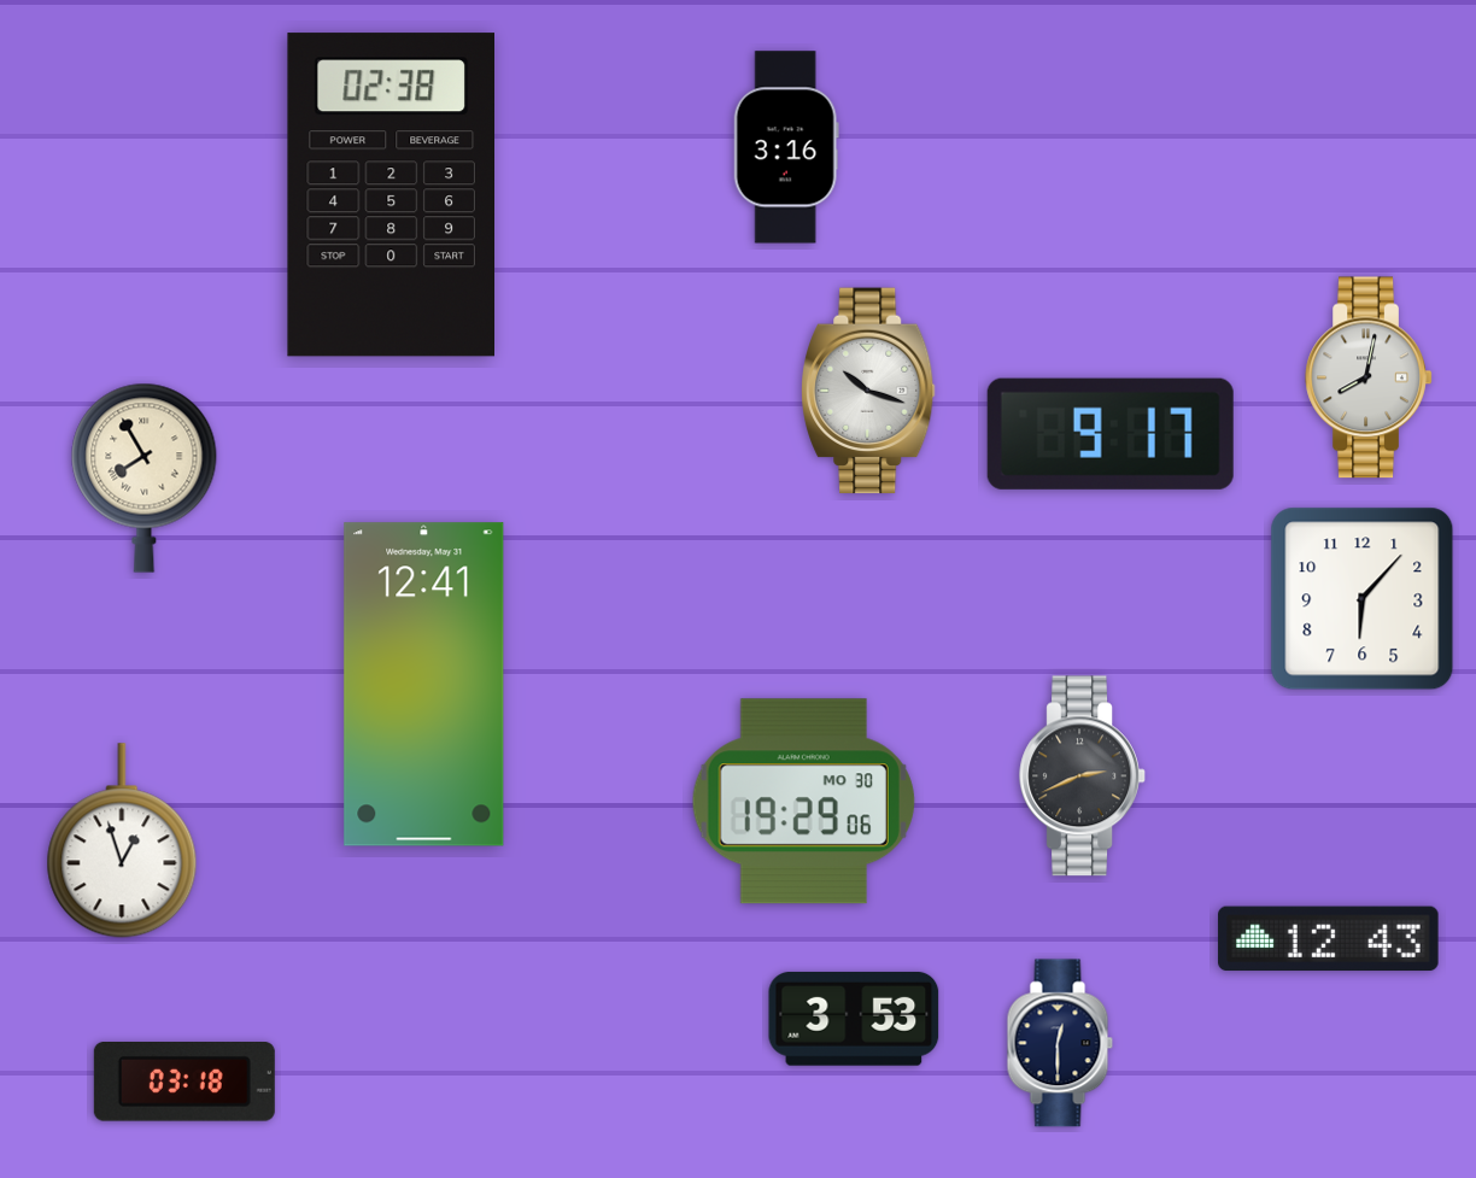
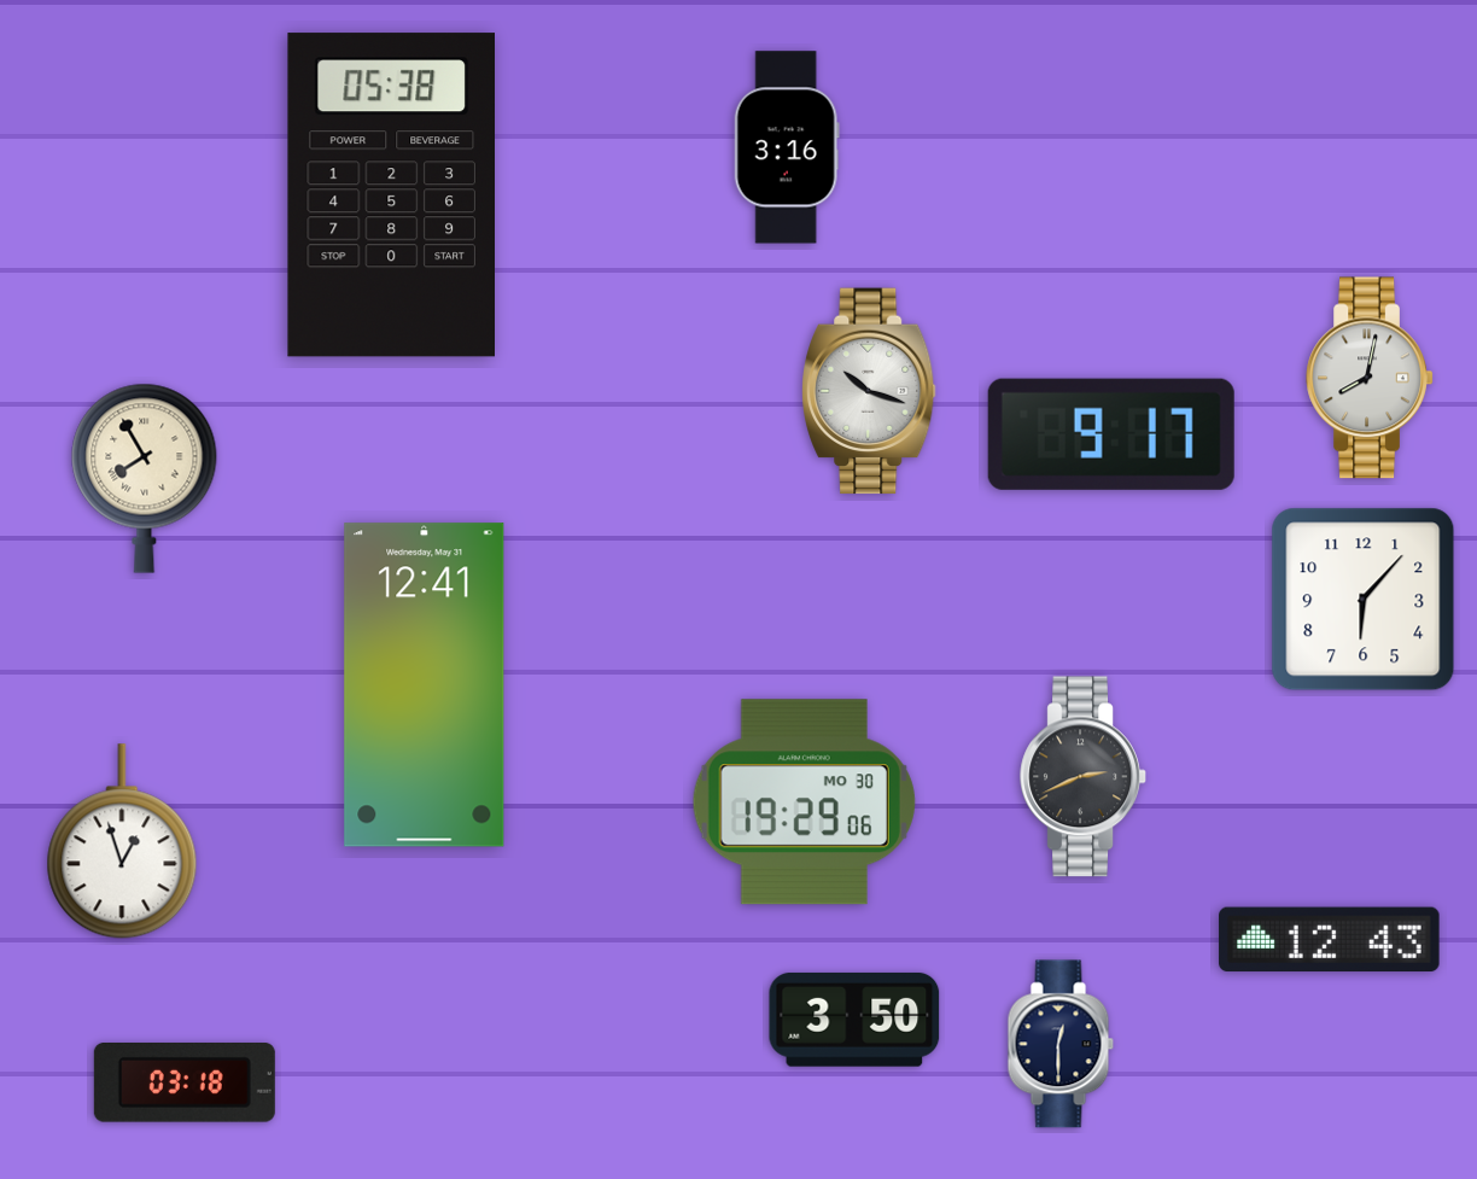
clock at (391, 195): 02:38 -> 05:38
clock at (854, 1019): 3:53 -> 3:50
